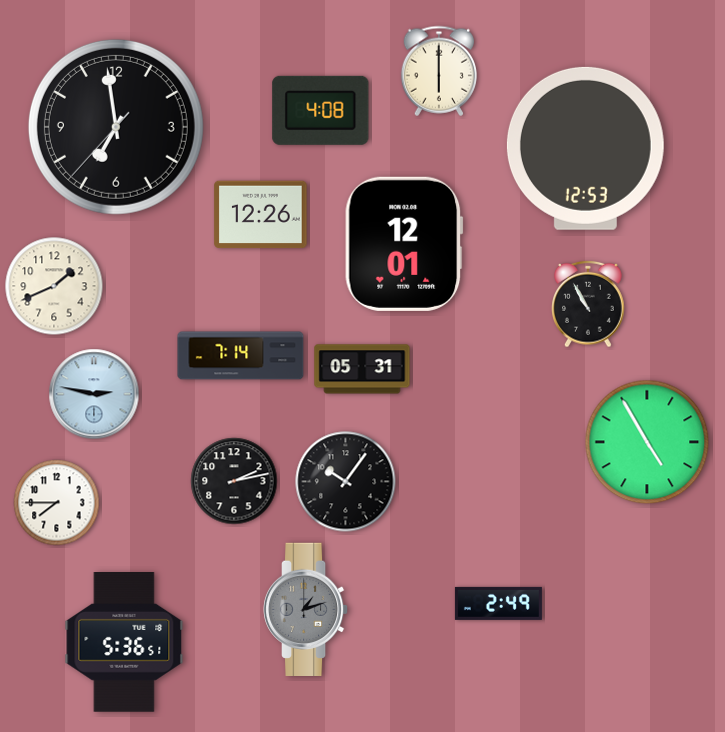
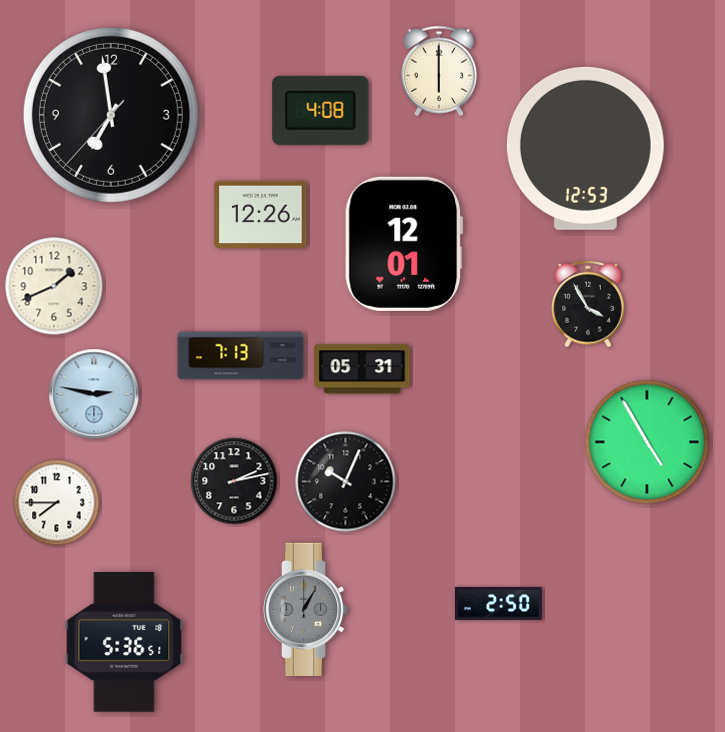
clock at (116, 127) position: (116, 127) -> (111, 115)
clock at (588, 304): 10:55 -> 3:55
clock at (241, 356): 7:14 -> 7:13
clock at (346, 482): 10:06 -> 10:04
clock at (498, 603): 2:49 -> 2:50
clock at (306, 609): 1:12 -> 1:05
